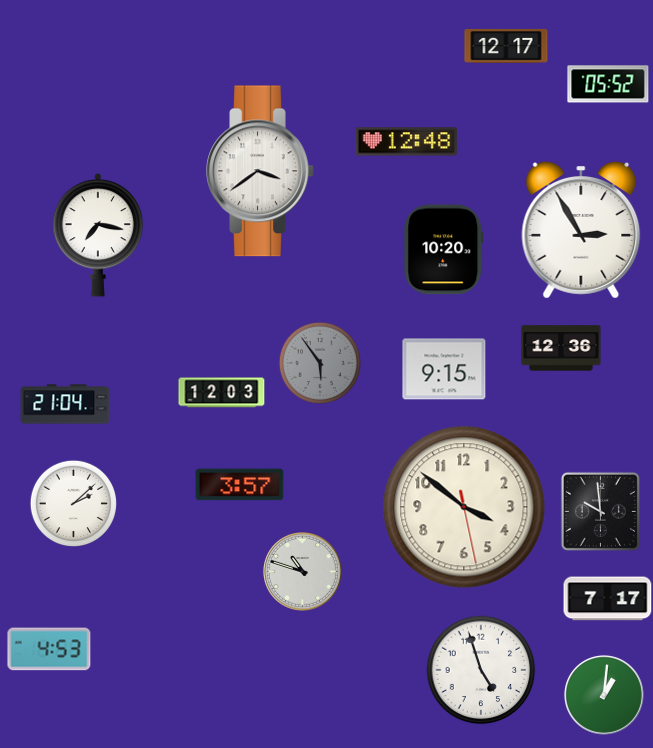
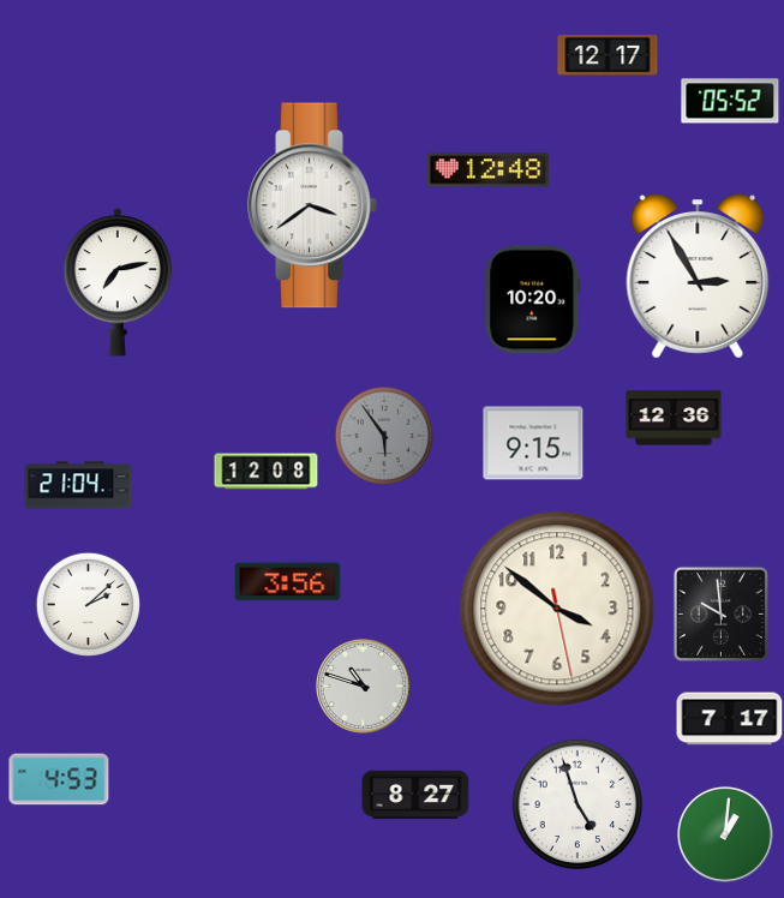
clock at (98, 235): 7:17 -> 7:13
clock at (222, 393): 12:03 -> 12:08
clock at (240, 485): 3:57 -> 3:56
clock at (415, 795): none -> 8:27
